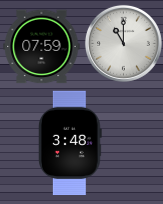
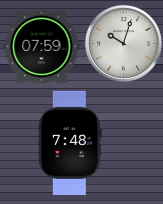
clock at (123, 43): 11:00 -> 10:03
clock at (71, 142): 3:48 -> 7:48
